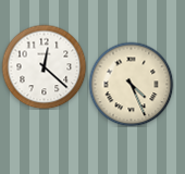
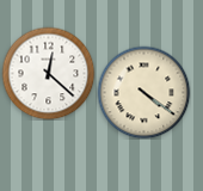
clock at (131, 84): 4:26 -> 4:21
